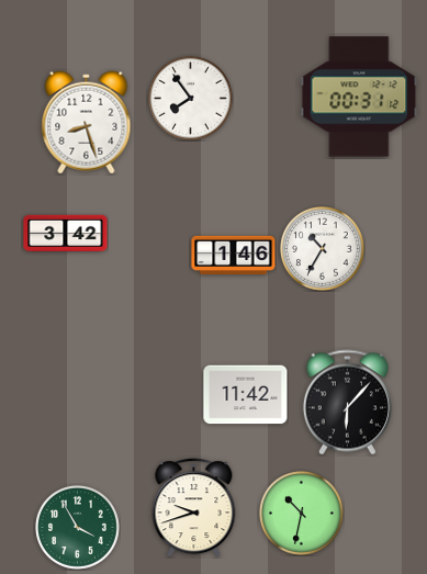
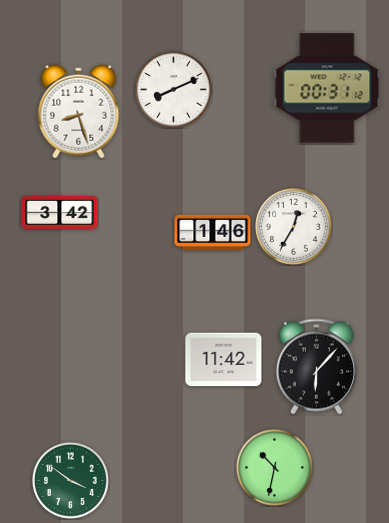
clock at (191, 99): 7:54 -> 8:11
clock at (323, 249): 10:35 -> 12:35
clock at (194, 508): 9:42 -> none
clock at (78, 528): 3:55 -> 3:51
